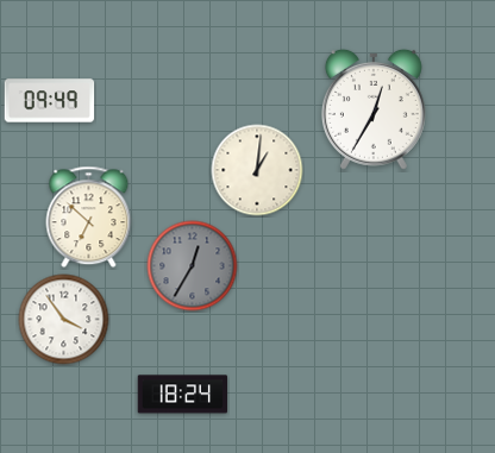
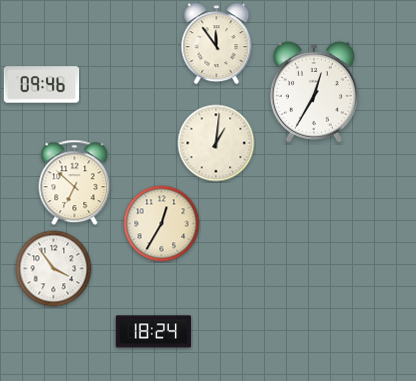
clock at (217, 44): none -> 11:54
clock at (50, 101): 09:49 -> 09:46
clock at (193, 266) dial: grey -> cream
